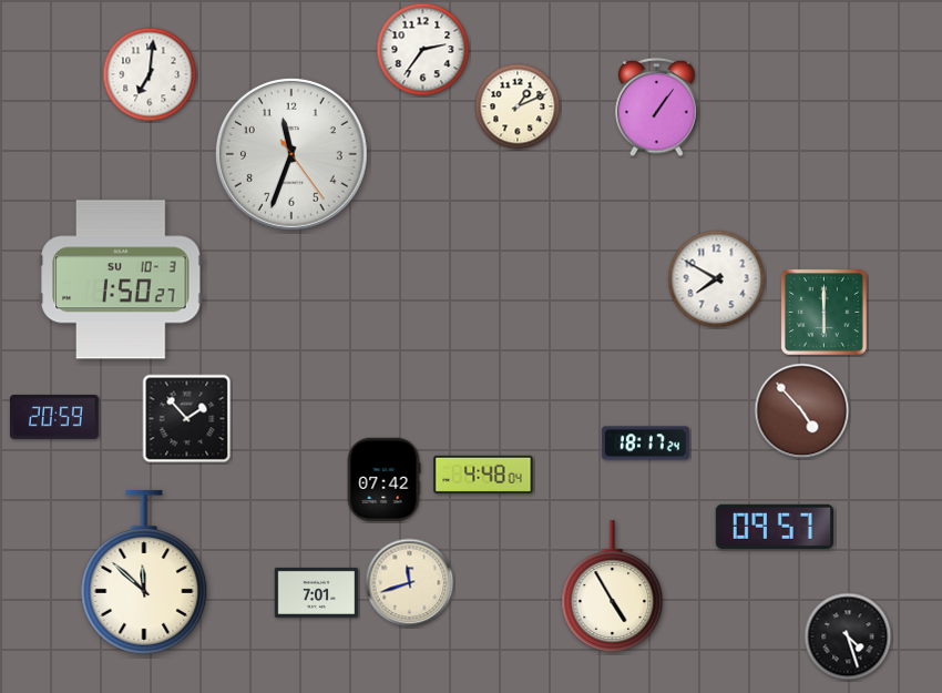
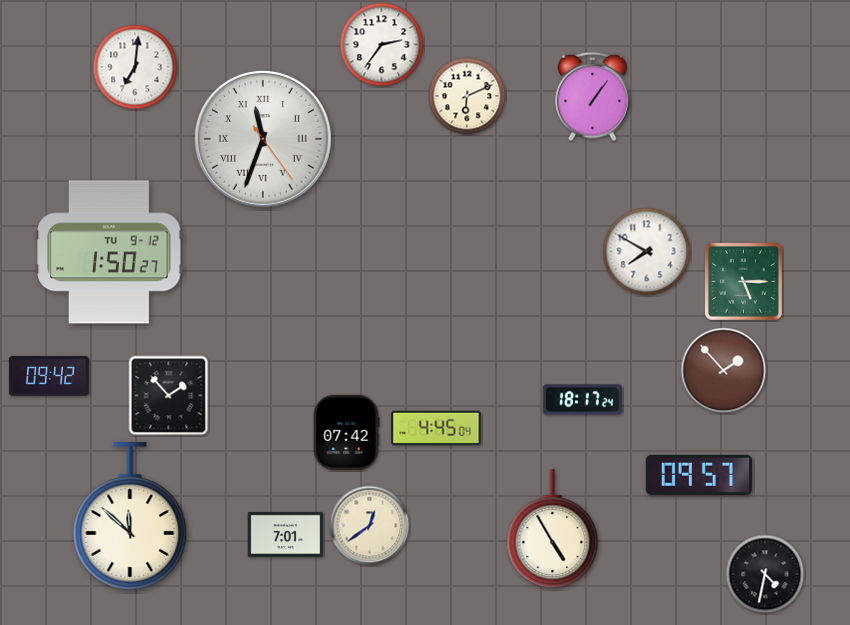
clock at (518, 106): 1:11 -> 6:11
clock at (291, 154) numerals: Arabic -> Roman
clock at (121, 279) date: SU 10-3 -> TU 9-12
clock at (825, 313): 6:00 -> 5:15
clock at (802, 411): 4:53 -> 1:53
clock at (54, 418): 20:59 -> 09:42
clock at (187, 419) position: (187, 419) -> (169, 396)
clock at (483, 475): 4:48 -> 4:45
clock at (410, 583): 11:42 -> 12:39
clock at (848, 636): 4:27 -> 4:32
